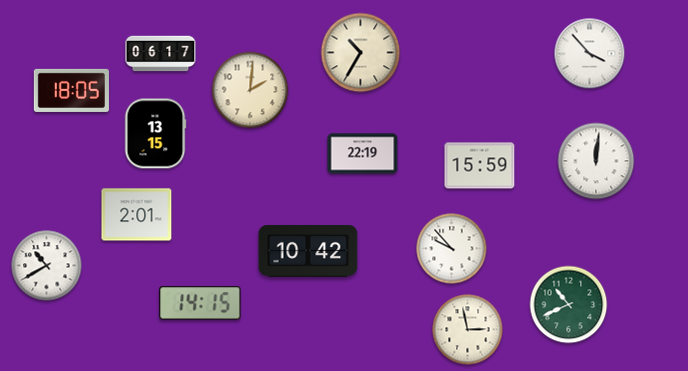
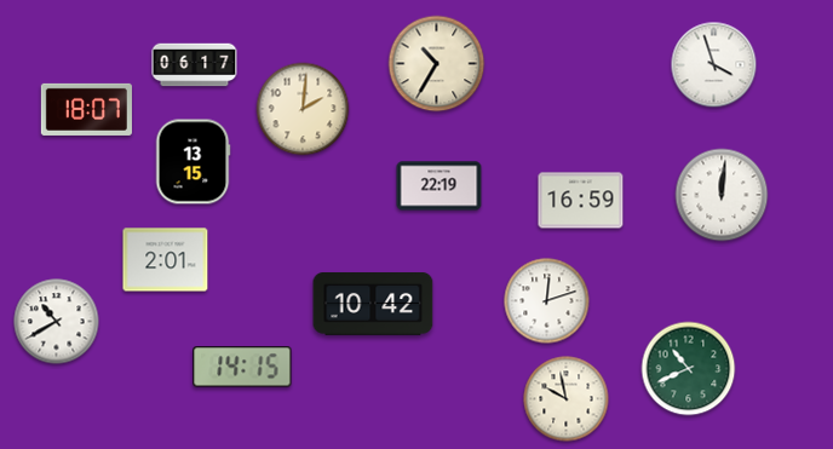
clock at (590, 54): 3:53 -> 3:57
clock at (71, 90): 18:05 -> 18:07
clock at (155, 134) position: (155, 134) -> (193, 162)
clock at (480, 166): 15:59 -> 16:59
clock at (452, 249): 9:53 -> 12:12
clock at (468, 330): 2:58 -> 9:58
